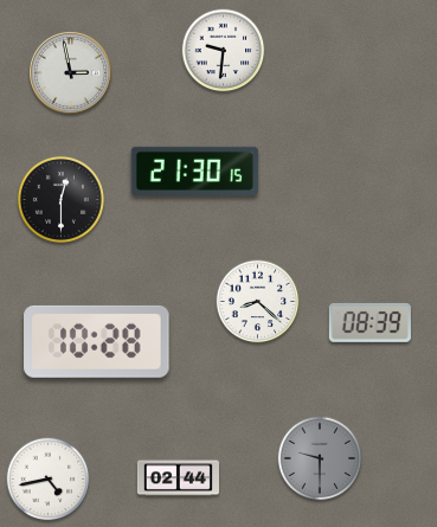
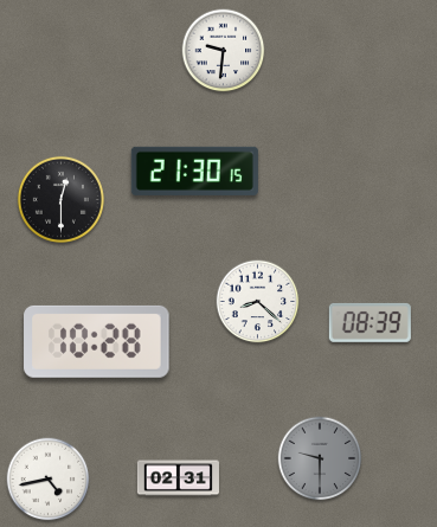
clock at (70, 72): 2:58 -> none
clock at (178, 478): 02:44 -> 02:31
